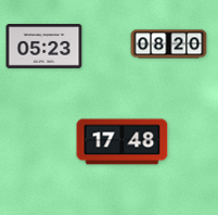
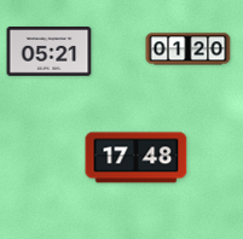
clock at (169, 45): 08:20 -> 01:20
clock at (44, 47): 05:23 -> 05:21
